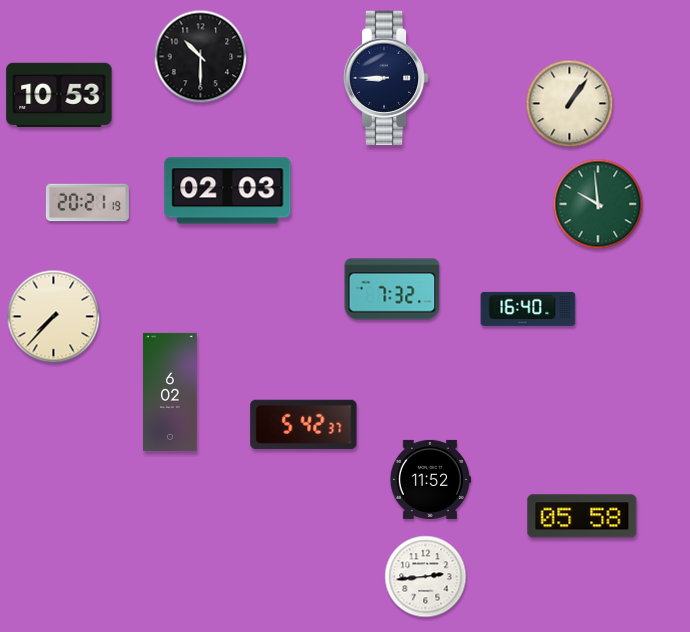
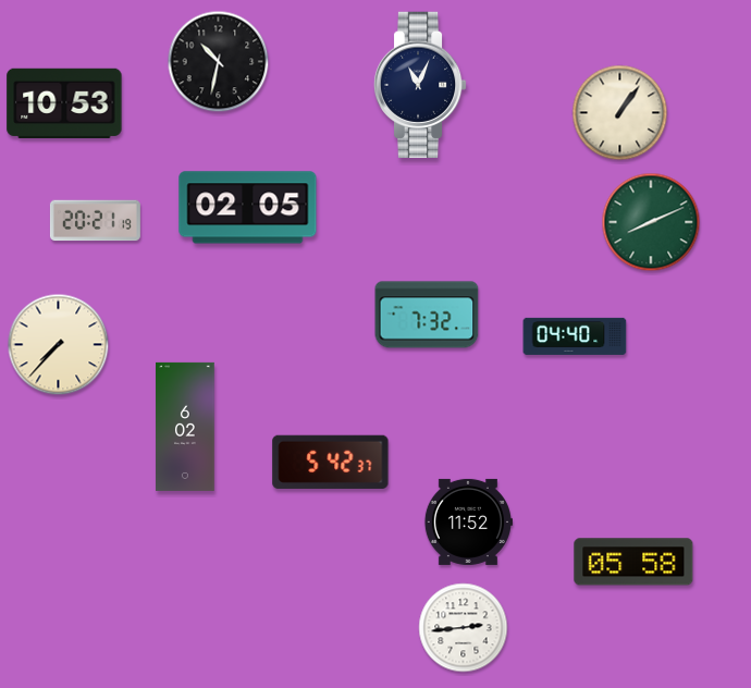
clock at (201, 57): 10:30 -> 10:32
clock at (386, 78): 8:45 -> 11:04
clock at (228, 191): 02:03 -> 02:05
clock at (598, 204): 9:59 -> 8:11
clock at (528, 309): 16:40 -> 04:40
